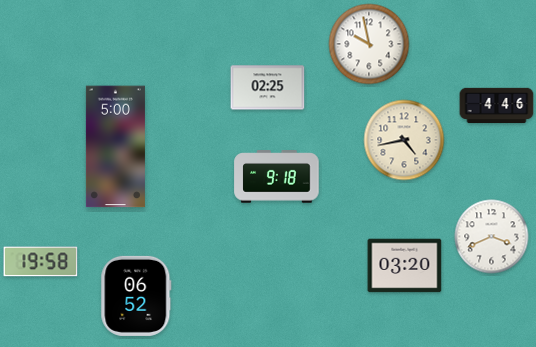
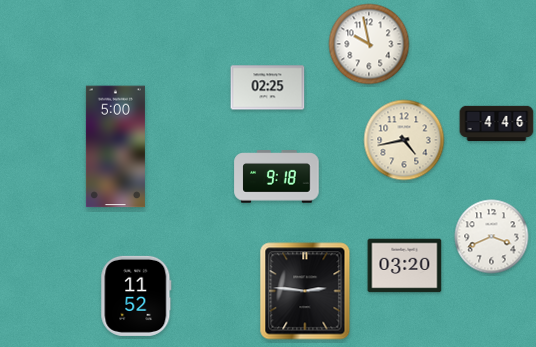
clock at (497, 106) position: (497, 106) -> (497, 124)
clock at (41, 262): 19:58 -> none
clock at (305, 291): none -> 2:46
clock at (136, 296): 06:52 -> 11:52
